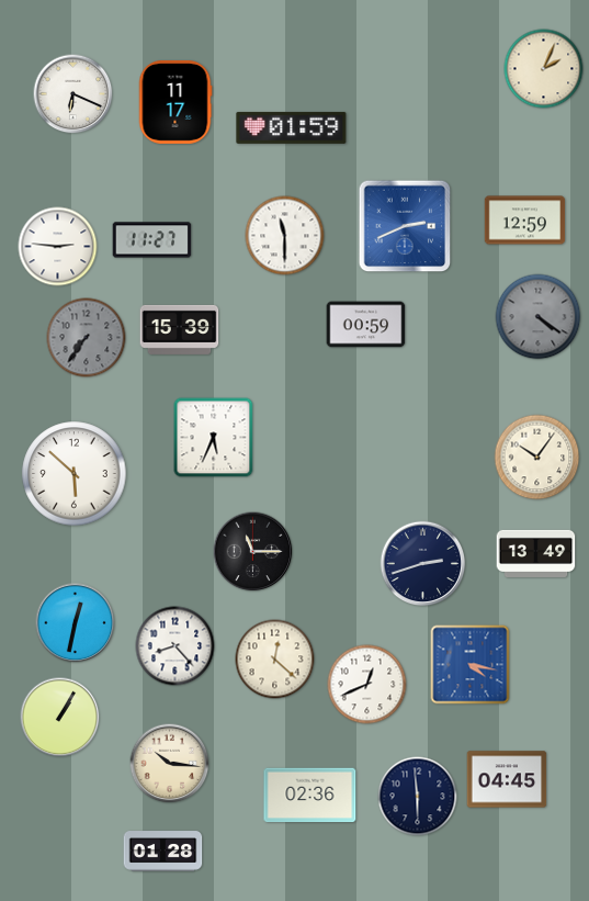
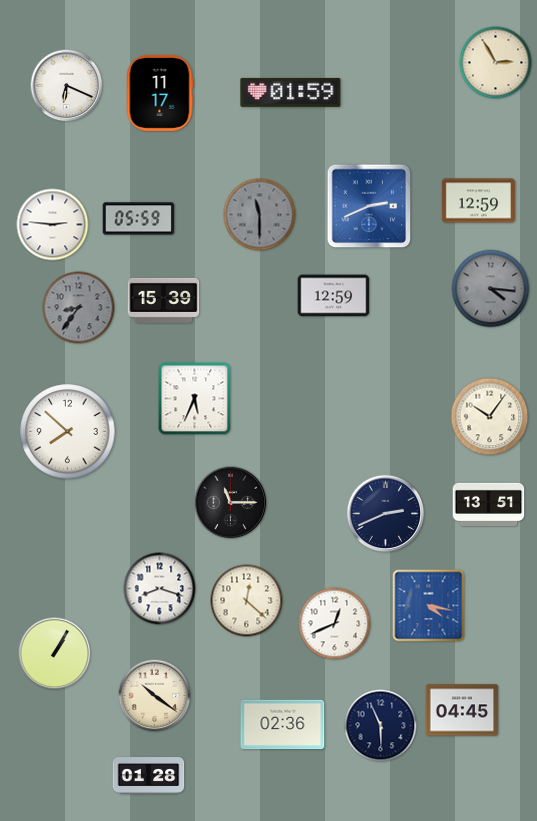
clock at (544, 69): 2:04 -> 2:55
clock at (292, 127) position: (292, 127) -> (291, 92)
clock at (285, 236) dial: white -> grey
clock at (152, 240): 11:27 -> 05:59
clock at (539, 317): 4:21 -> 4:16
clock at (366, 325): 00:59 -> 12:59
clock at (87, 338): 7:36 -> 8:36
clock at (75, 474): 5:52 -> 7:52
clock at (536, 553): 13:49 -> 13:51
clock at (423, 564): 2:42 -> 2:41
clock at (76, 623): 12:32 -> none
clock at (175, 646): 8:23 -> 8:18
clock at (275, 660) position: (275, 660) -> (247, 601)
clock at (170, 764): 10:16 -> 10:21
clock at (418, 797): 5:59 -> 5:56
